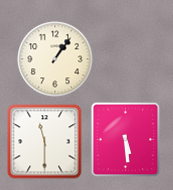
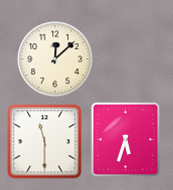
clock at (55, 59): 1:06 -> 12:08
clock at (126, 140): 5:29 -> 5:33
